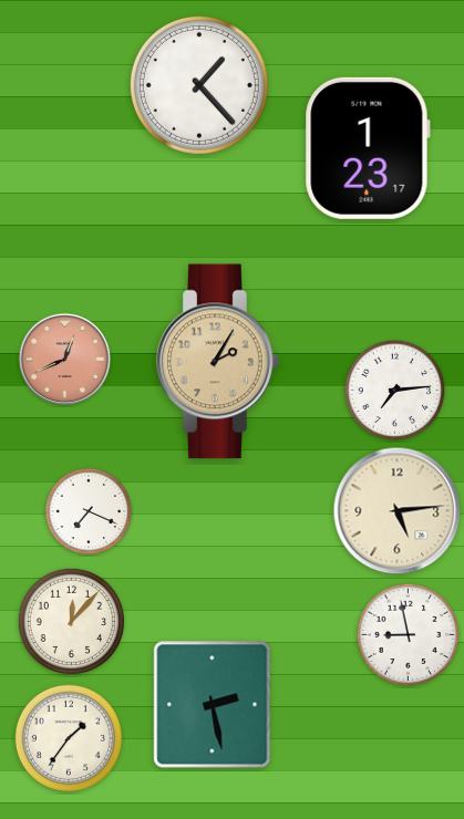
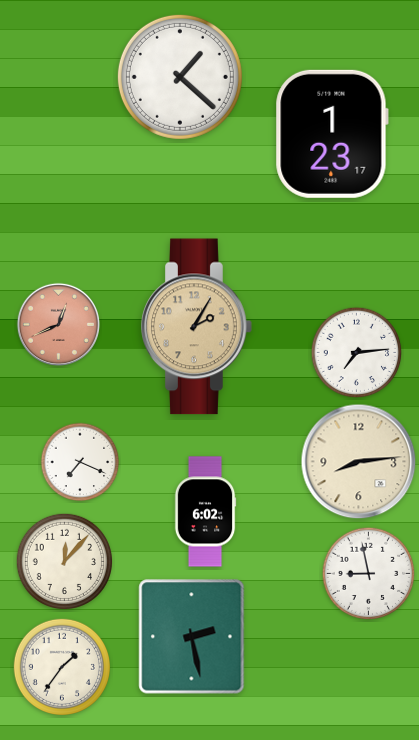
clock at (199, 85): 1:23 -> 1:22
clock at (398, 511): 5:14 -> 8:14
clock at (205, 512): none -> 6:02
